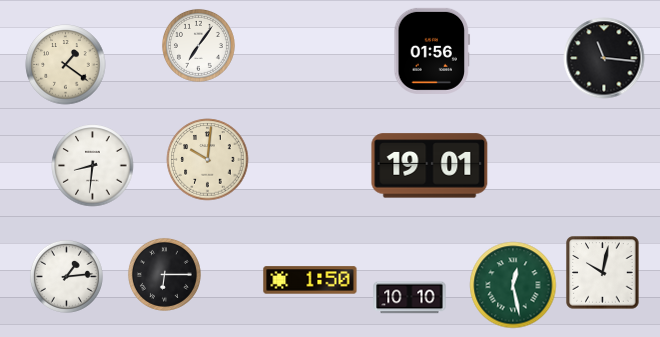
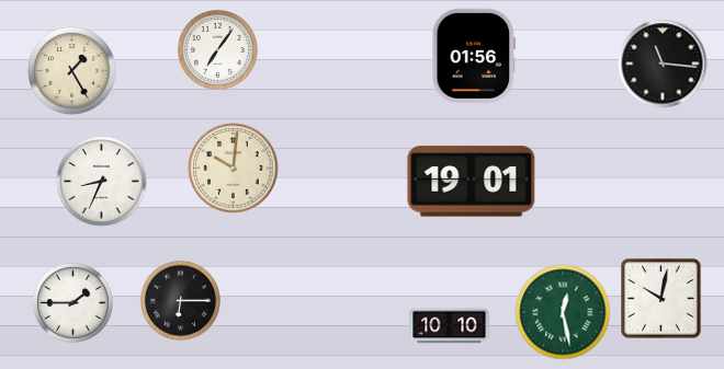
clock at (66, 65): 1:21 -> 1:25
clock at (208, 160) position: (208, 160) -> (234, 169)
clock at (93, 166): 8:31 -> 8:34
clock at (66, 276): 1:14 -> 1:45
clock at (310, 280): 1:50 -> none
